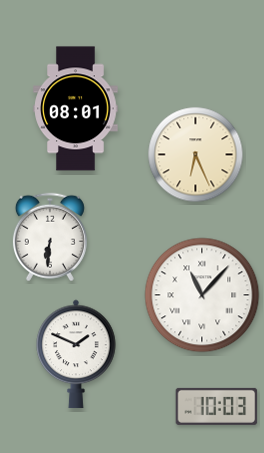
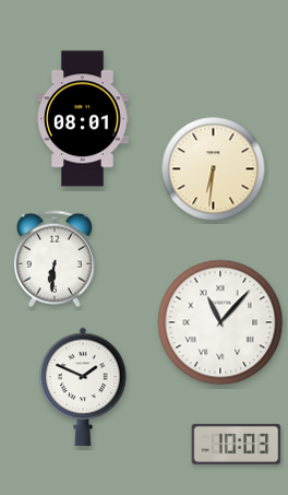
clock at (196, 155): 6:26 -> 6:31
